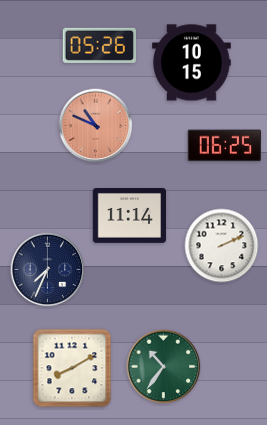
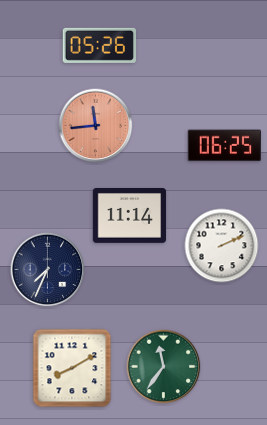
clock at (192, 63): 10:15 -> none
clock at (96, 126): 10:49 -> 11:44
clock at (164, 367): 10:36 -> 11:36
